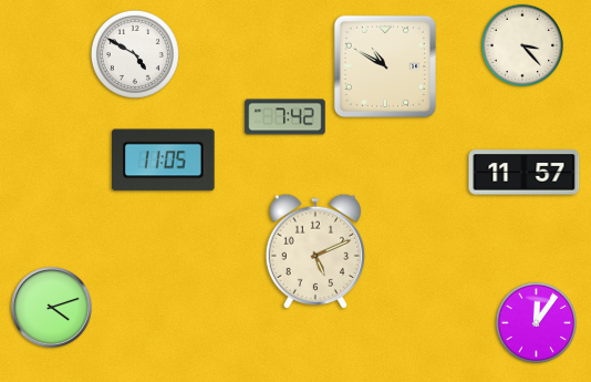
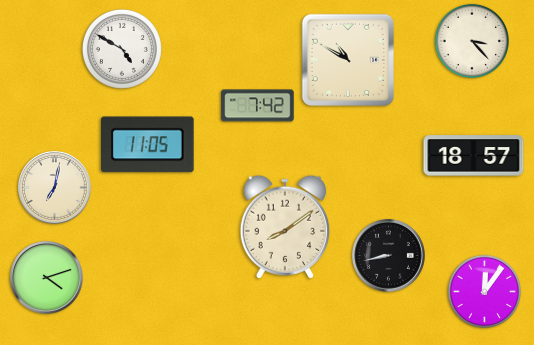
clock at (525, 173): 11:57 -> 18:57
clock at (55, 188): none -> 7:02
clock at (314, 251): 5:11 -> 8:09
clock at (389, 256): none -> 8:43
